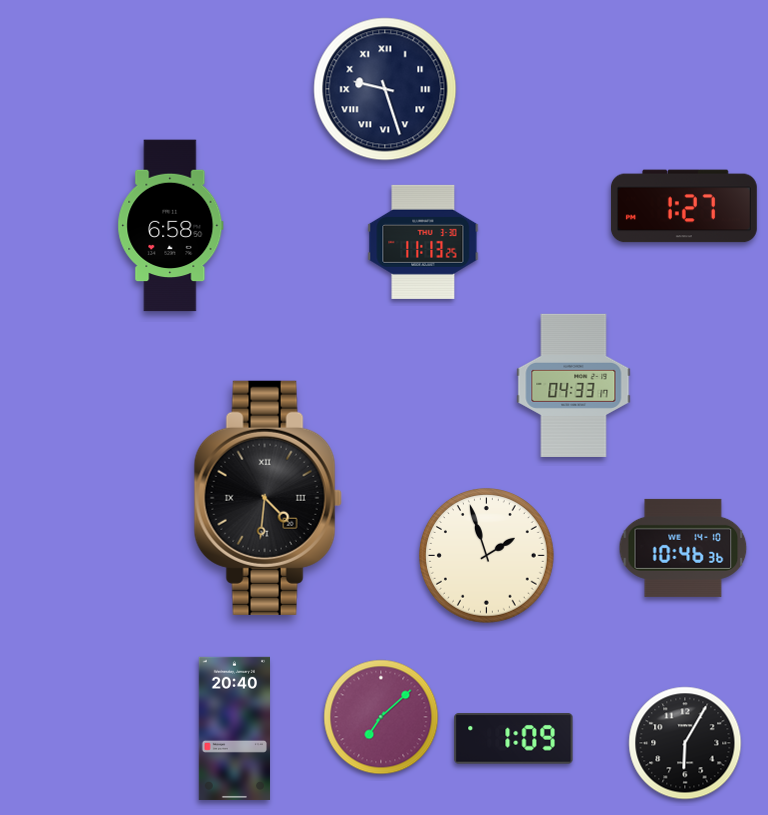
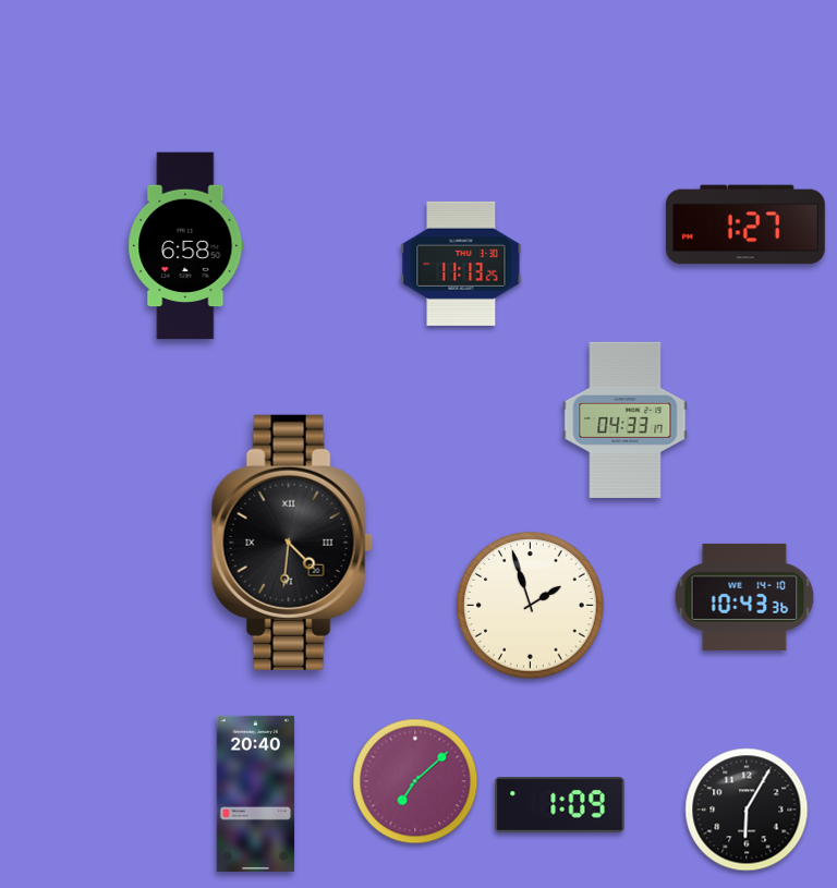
clock at (385, 89): 9:27 -> none
clock at (683, 548): 10:46 -> 10:43
